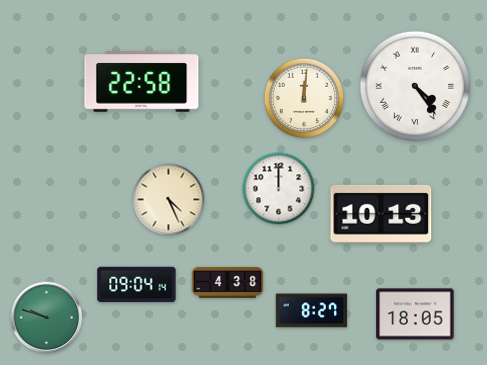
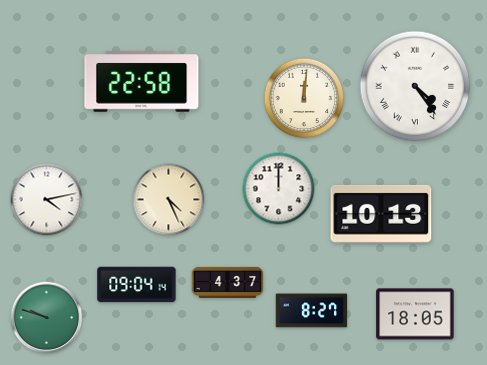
clock at (47, 200): none -> 4:13
clock at (228, 282): 4:38 -> 4:37
